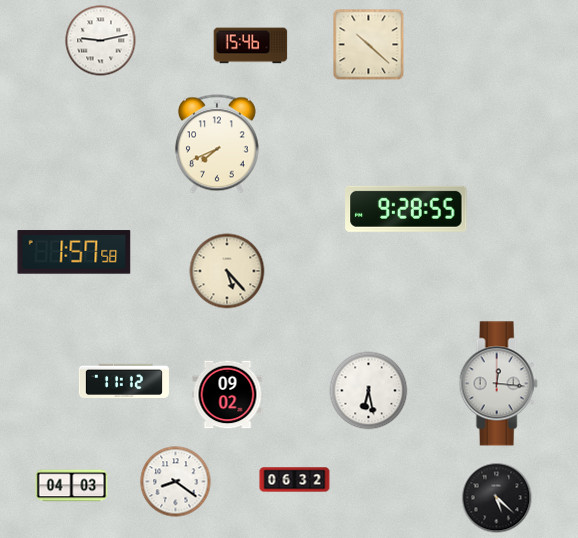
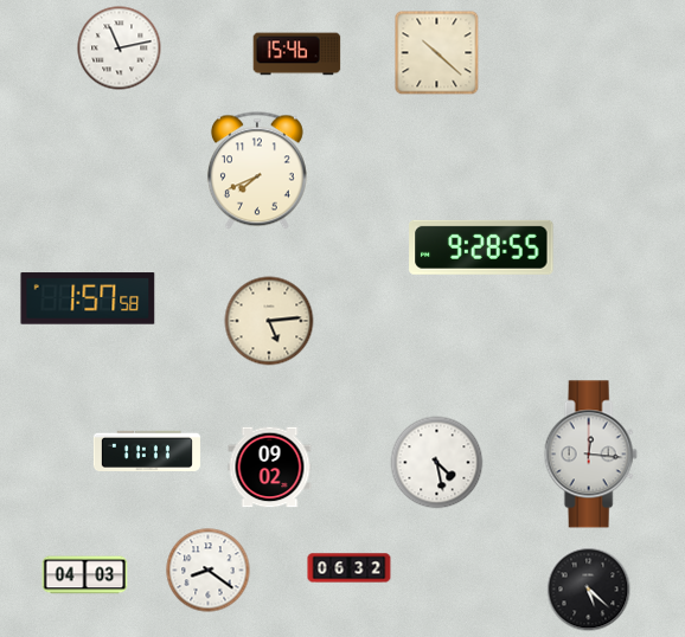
clock at (101, 41): 9:13 -> 11:13
clock at (227, 271): 5:23 -> 5:14
clock at (124, 380): 11:12 -> 11:11
clock at (369, 391): 6:28 -> 4:28
